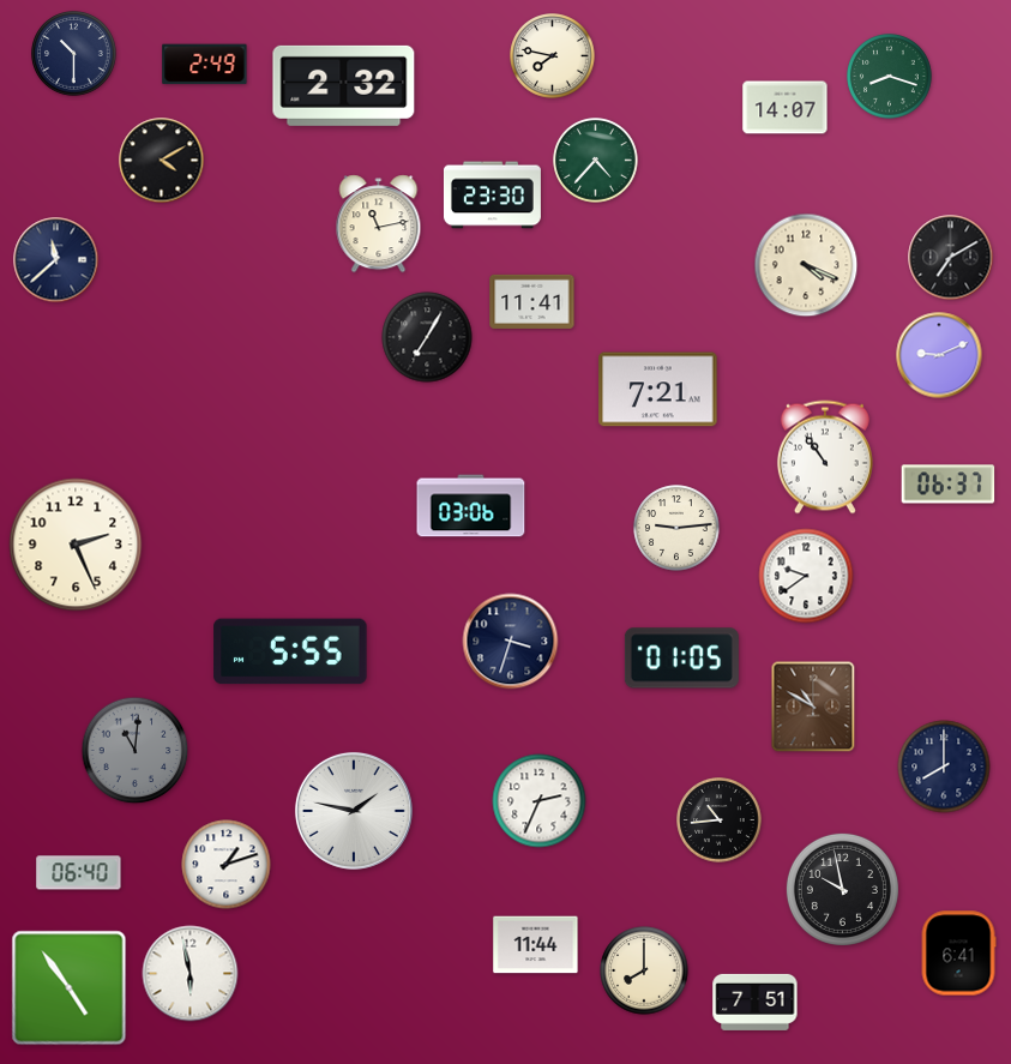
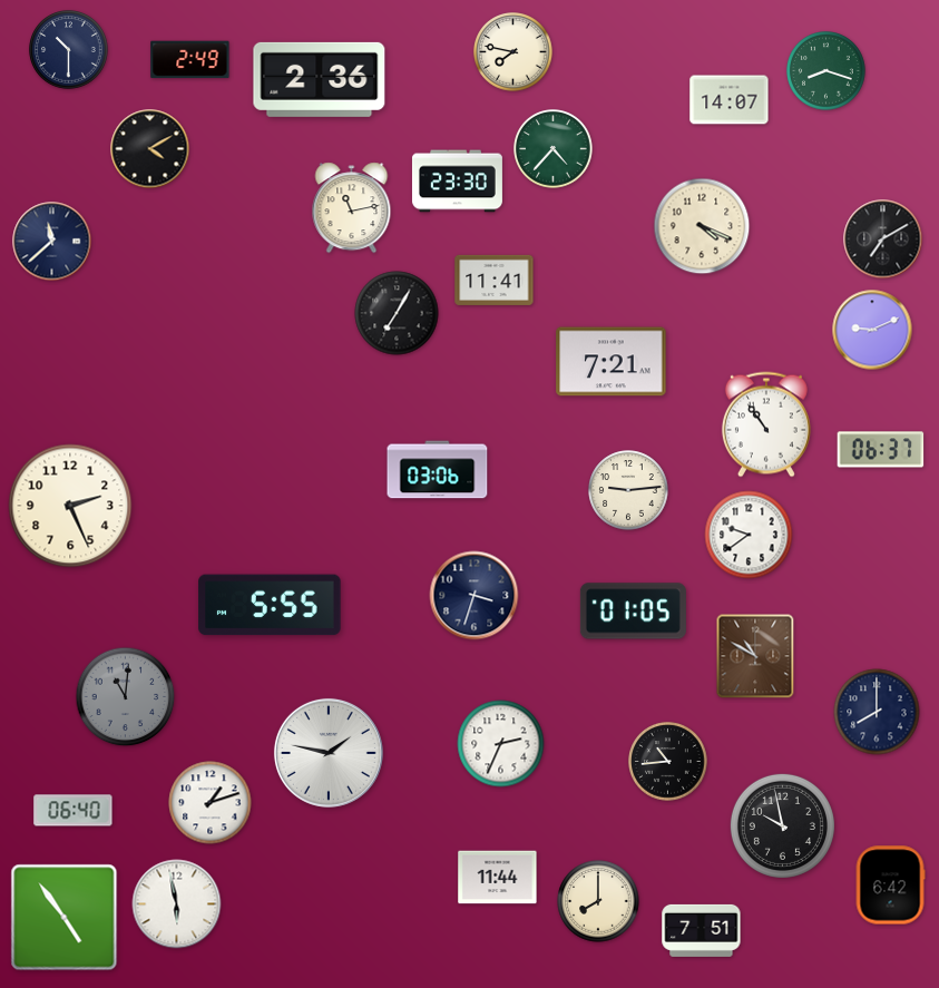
clock at (344, 85): 2:32 -> 2:36
clock at (806, 265) position: (806, 265) -> (702, 226)
clock at (958, 954): 6:41 -> 6:42
